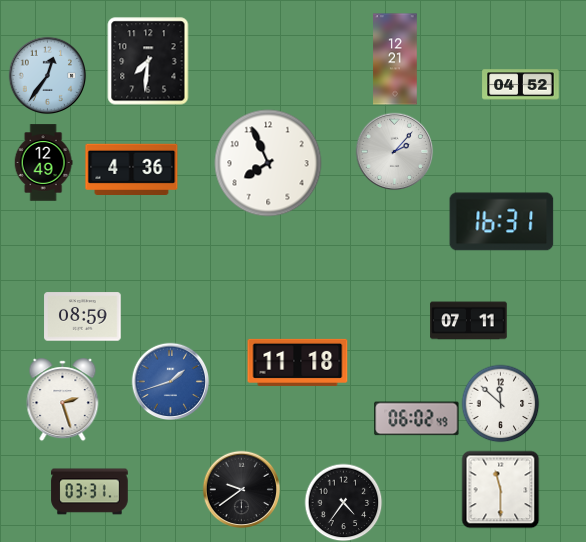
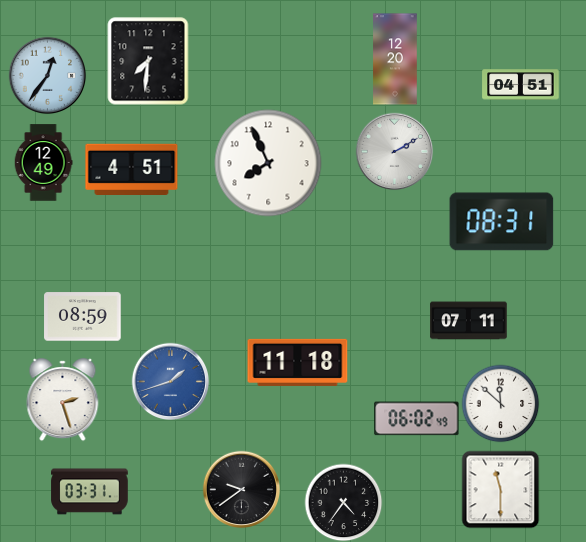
clock at (395, 59): 12:21 -> 12:20
clock at (521, 85): 04:52 -> 04:51
clock at (394, 151): 2:07 -> 2:10
clock at (132, 170): 4:36 -> 4:51
clock at (502, 222): 16:31 -> 08:31
